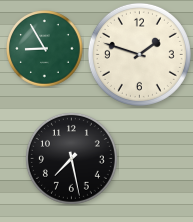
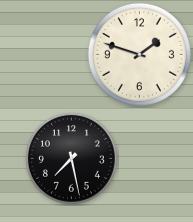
clock at (45, 49): 8:55 -> none
